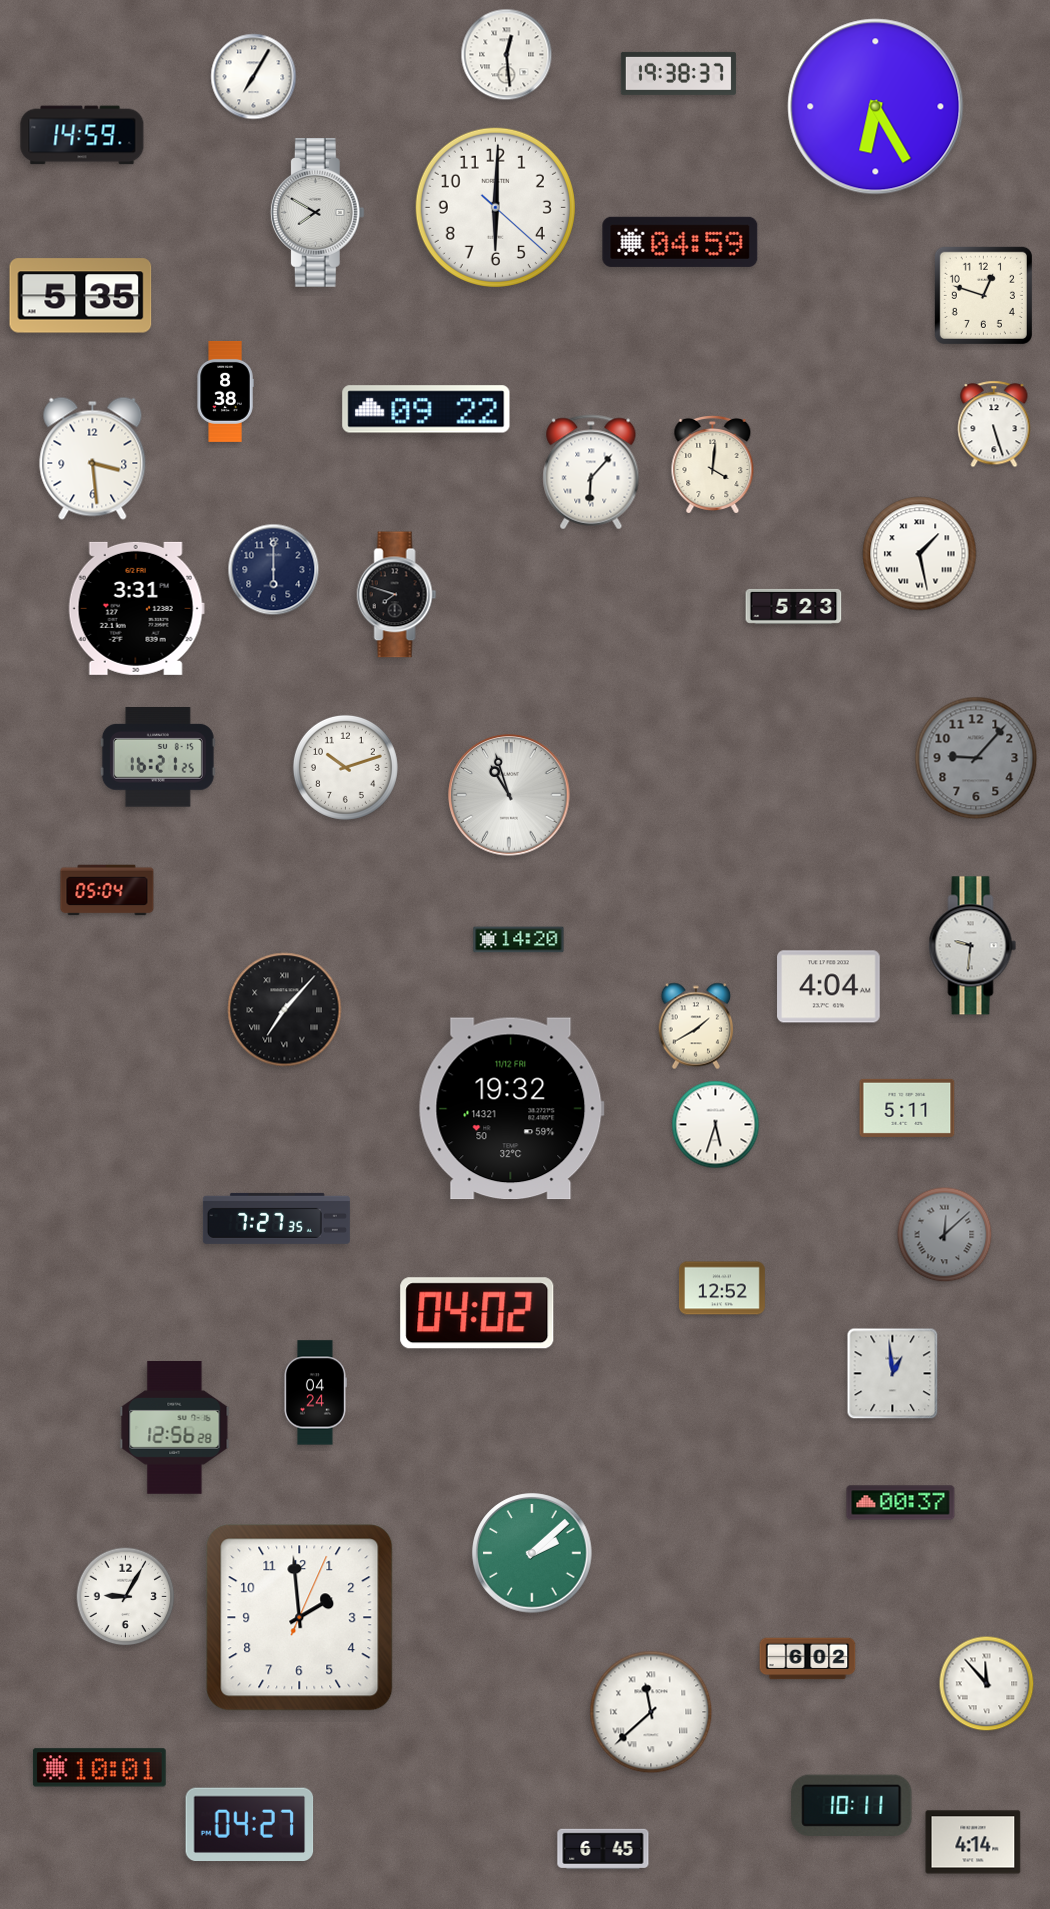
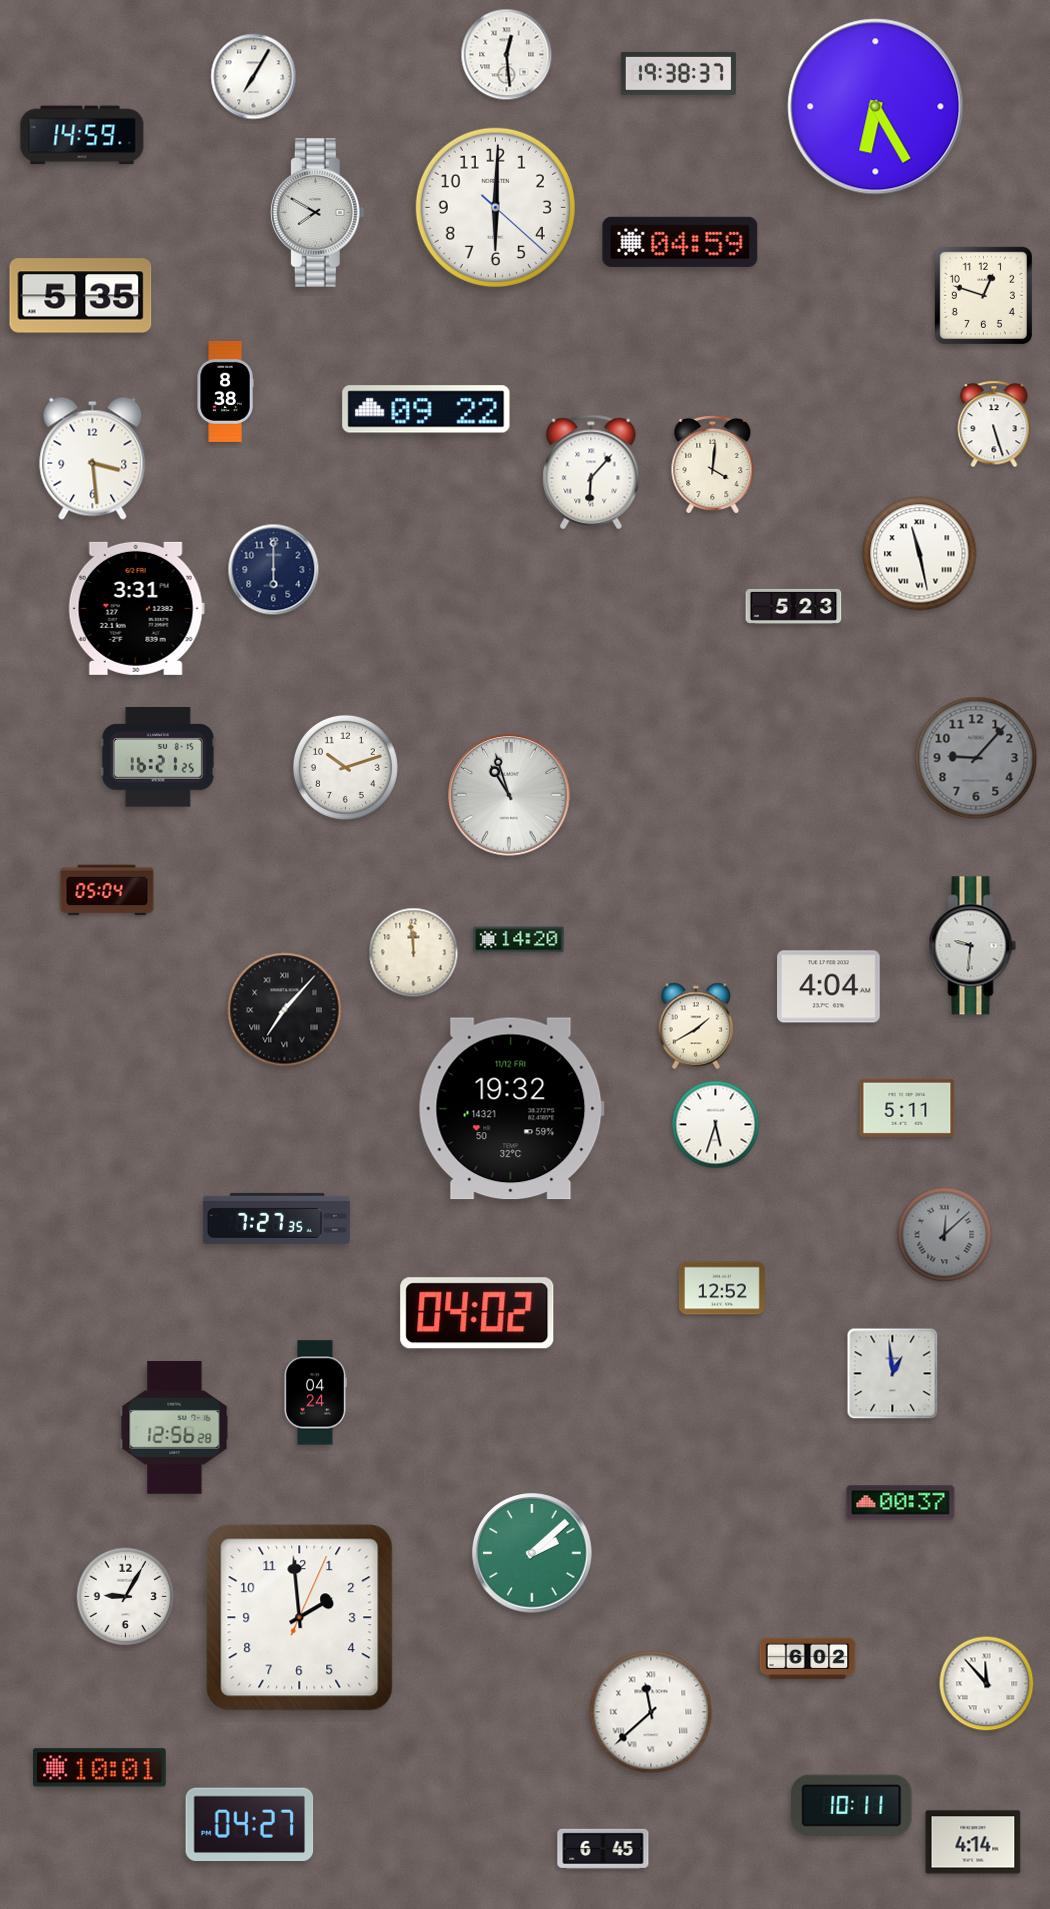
clock at (920, 554): 1:28 -> 11:28
clock at (397, 595): 7:48 -> none
clock at (414, 953): none -> 11:59
